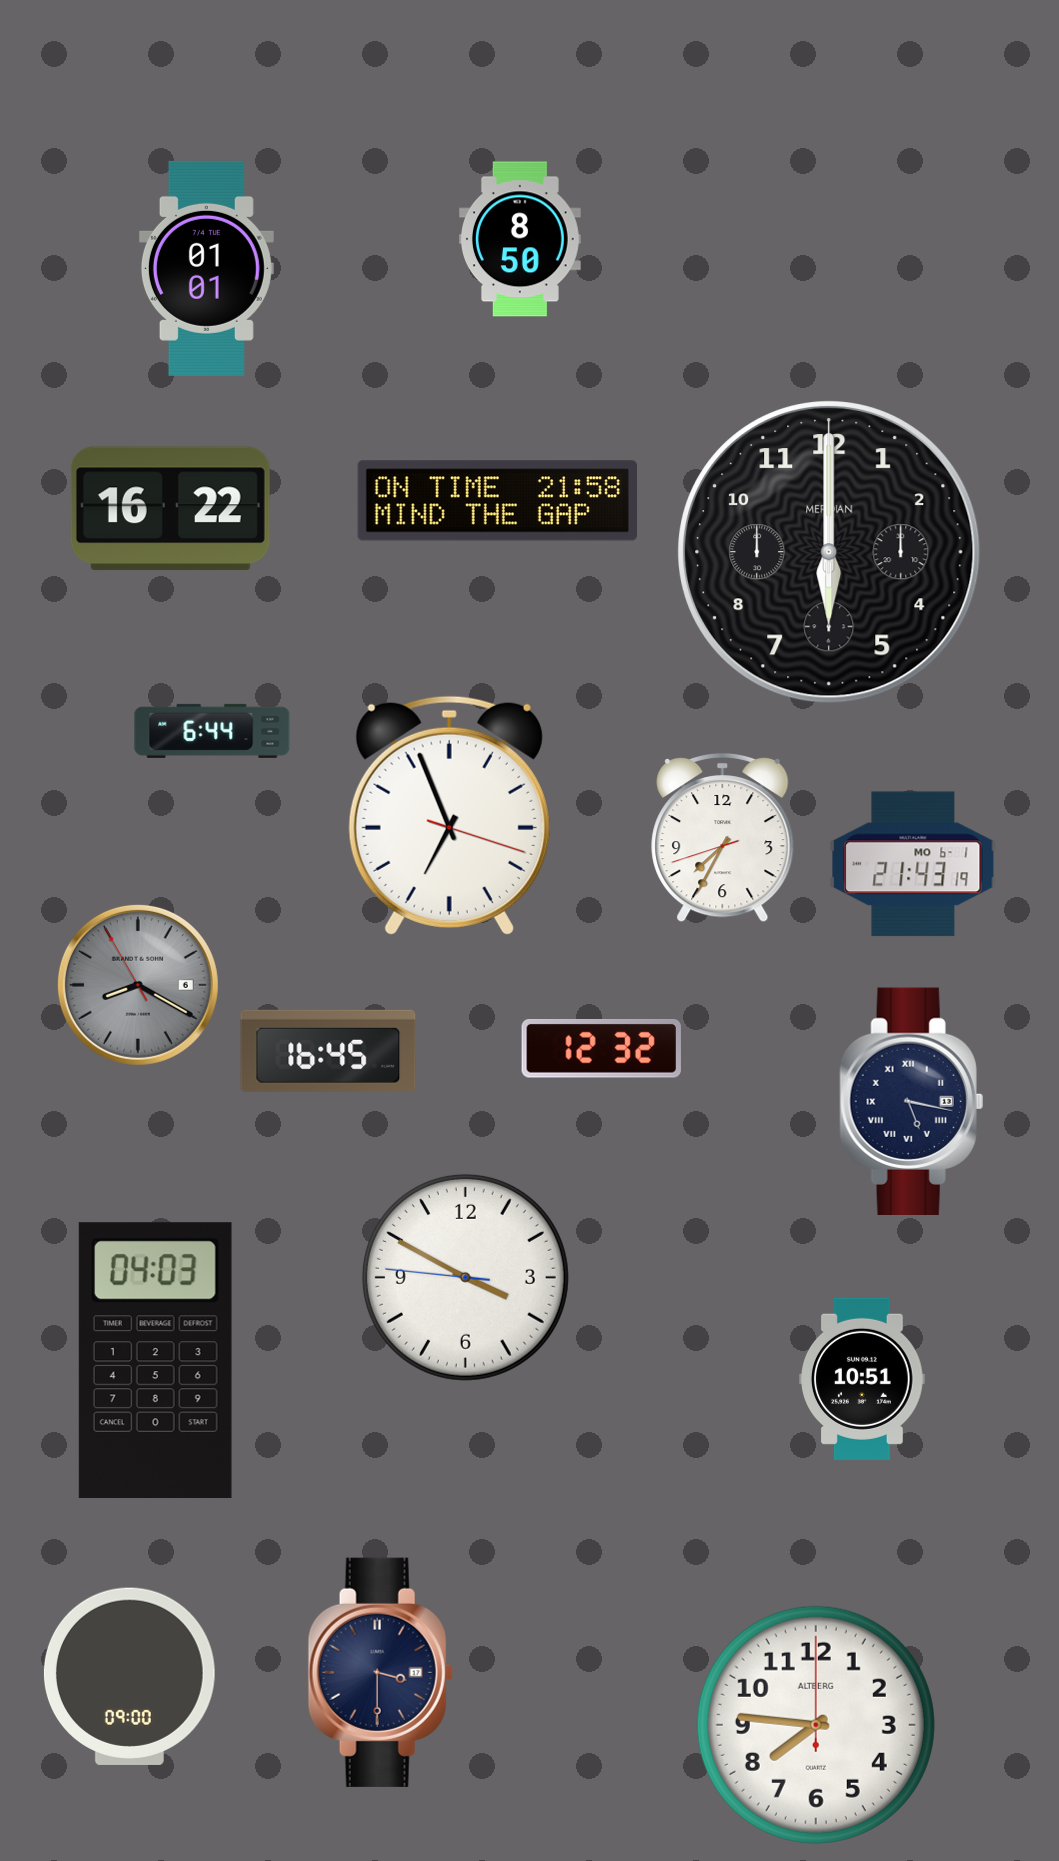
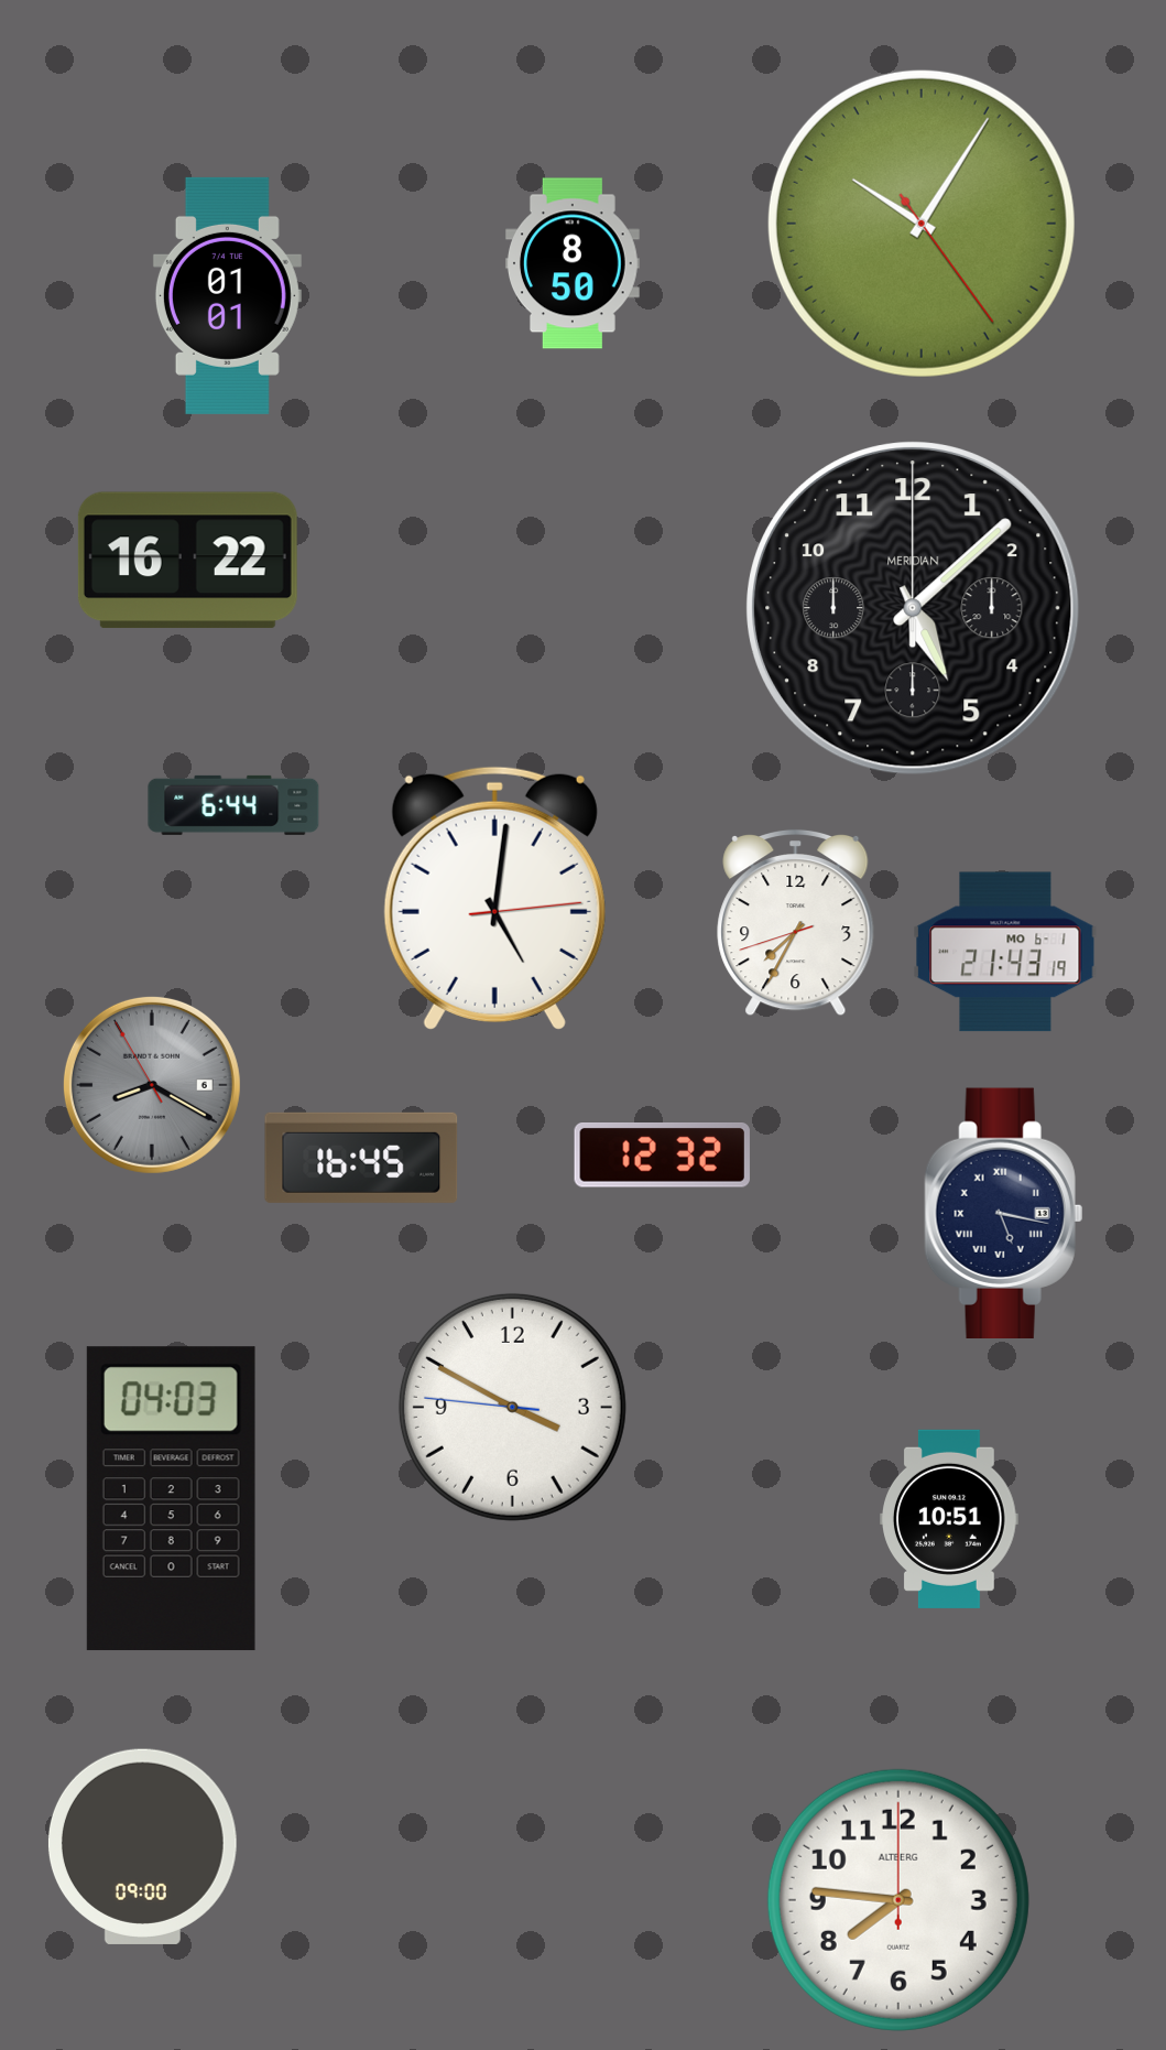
clock at (922, 224): none -> 10:05
clock at (497, 501): 21:58 -> none
clock at (829, 552): 6:00 -> 5:08
clock at (449, 815): 6:56 -> 5:01
clock at (380, 1672): 3:30 -> none
